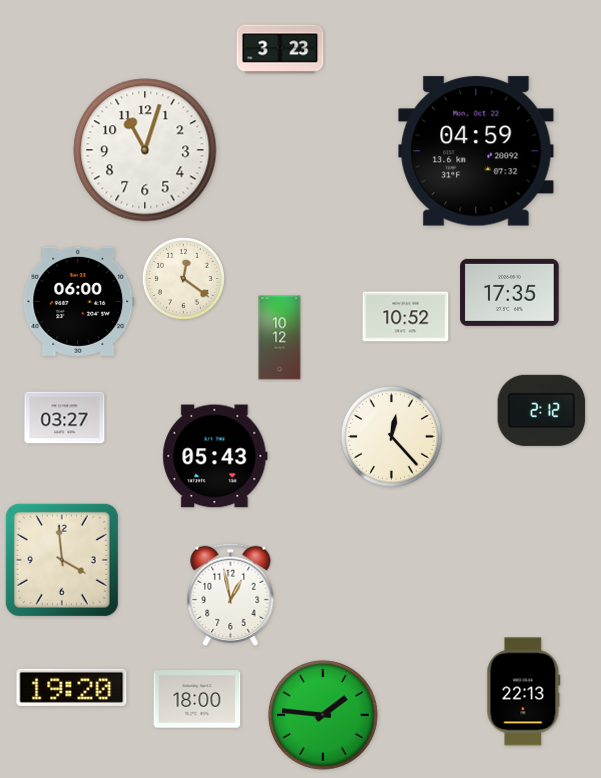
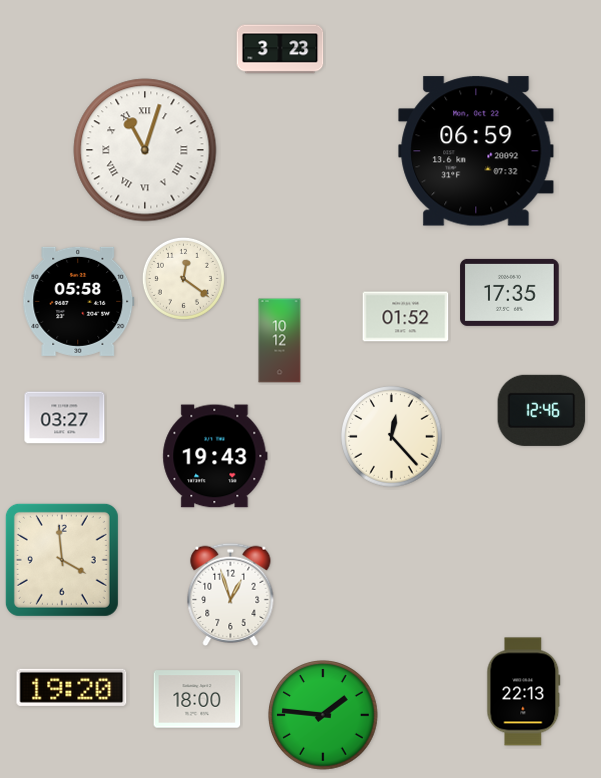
clock at (145, 150) numerals: Arabic -> Roman
clock at (476, 151): 04:59 -> 06:59
clock at (79, 301): 06:00 -> 05:58
clock at (406, 317): 10:52 -> 01:52
clock at (280, 338) position: (280, 338) -> (280, 341)
clock at (542, 410): 2:12 -> 12:46
clock at (215, 456): 05:43 -> 19:43
clock at (231, 594): 12:58 -> 12:57
